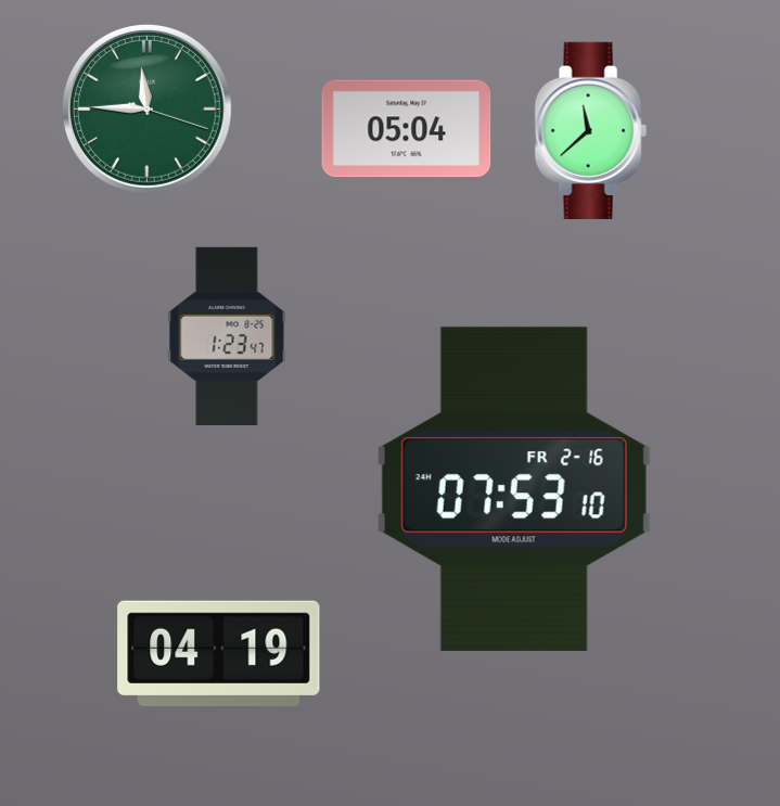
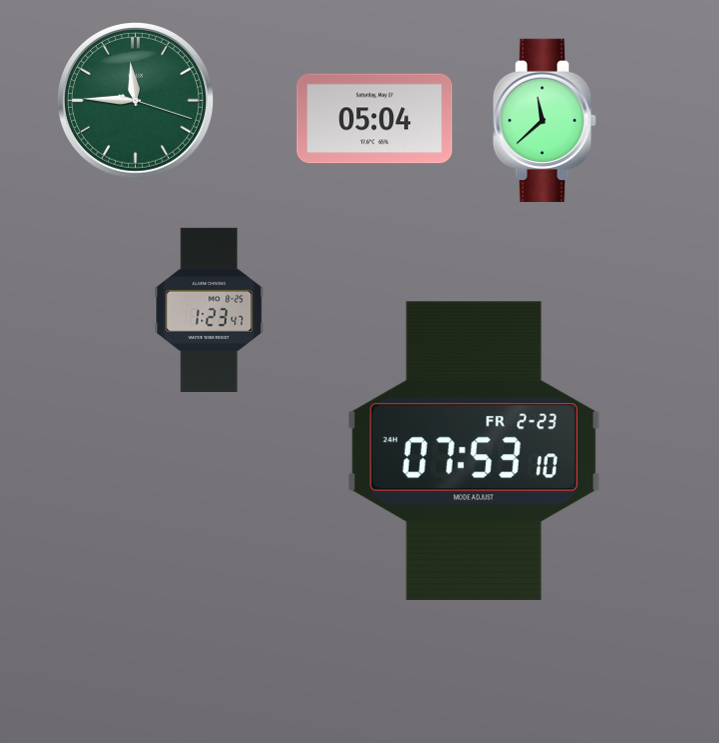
clock at (514, 489) date: FR 2-16 -> FR 2-23
clock at (219, 653): 04:19 -> none
